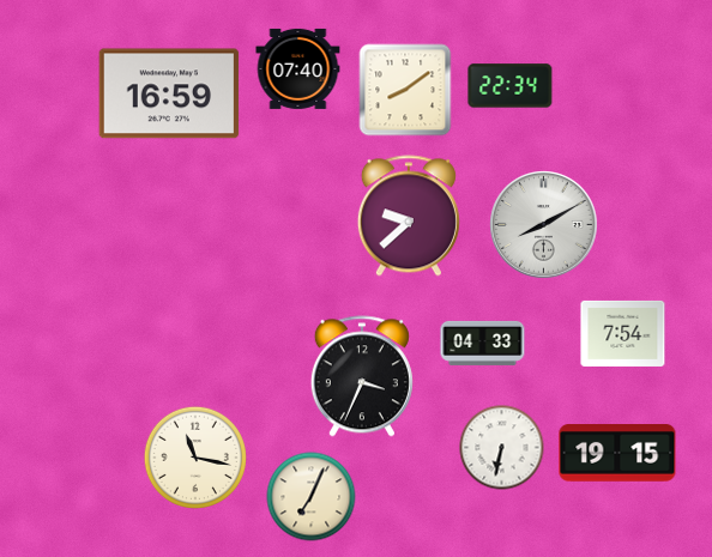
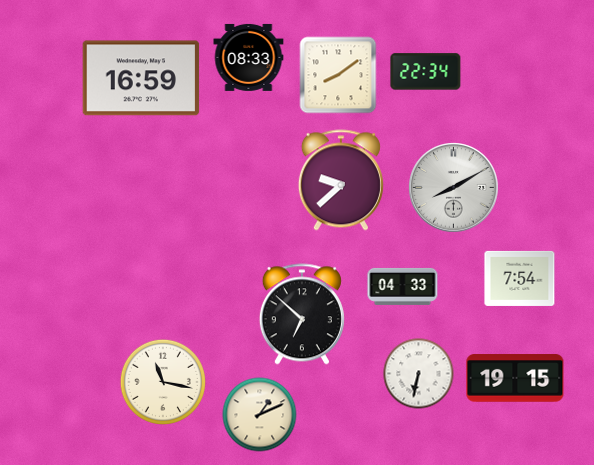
clock at (298, 68): 07:40 -> 08:33
clock at (362, 376): 3:34 -> 6:52
clock at (312, 497): 7:04 -> 1:11
